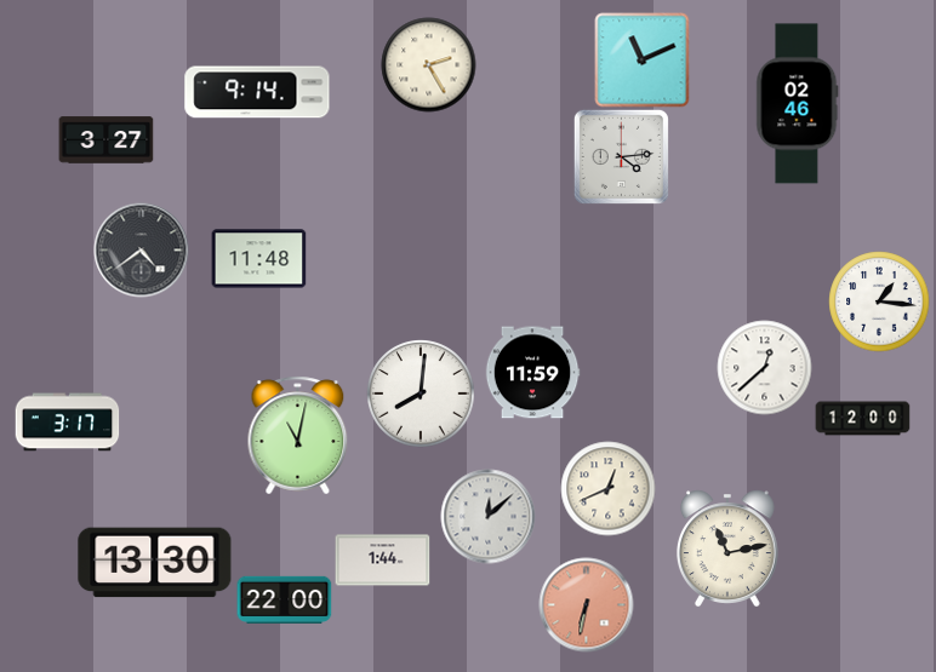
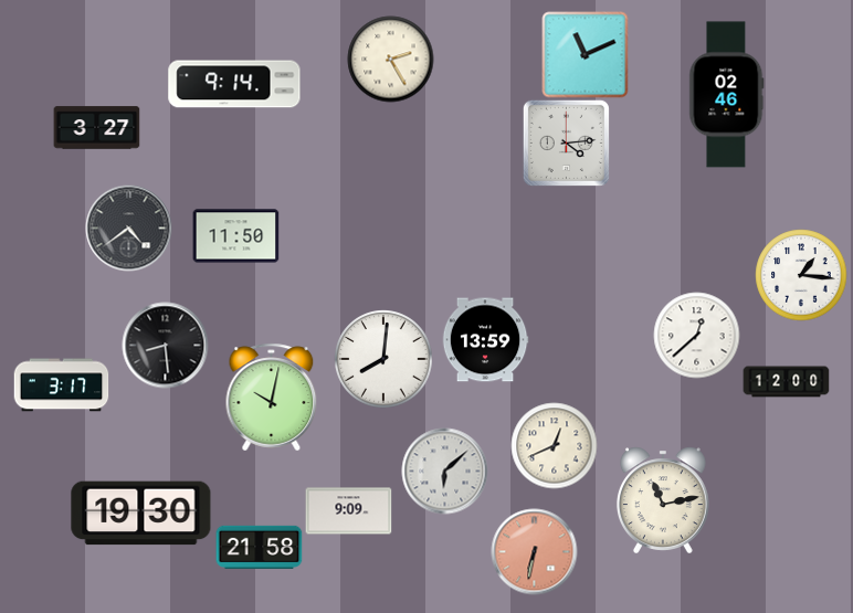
clock at (258, 259): 11:48 -> 11:50
clock at (532, 373): 11:59 -> 13:59
clock at (165, 345): none -> 8:29
clock at (298, 435): 11:02 -> 10:02
clock at (487, 516): 12:08 -> 6:08
clock at (382, 561): 1:44 -> 9:09
clock at (155, 563): 13:30 -> 19:30
clock at (284, 599): 22:00 -> 21:58
